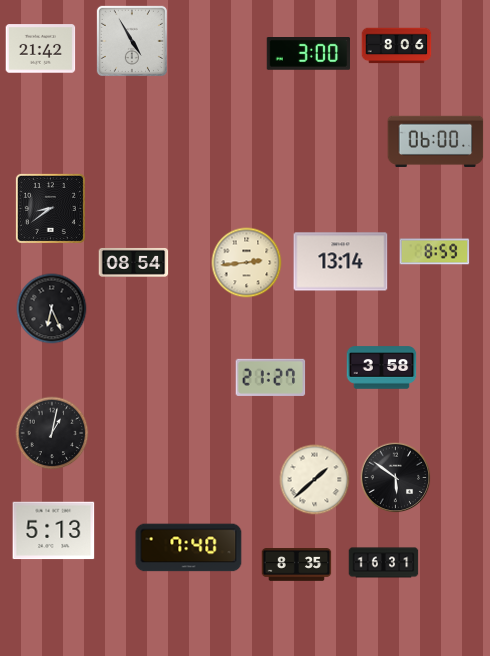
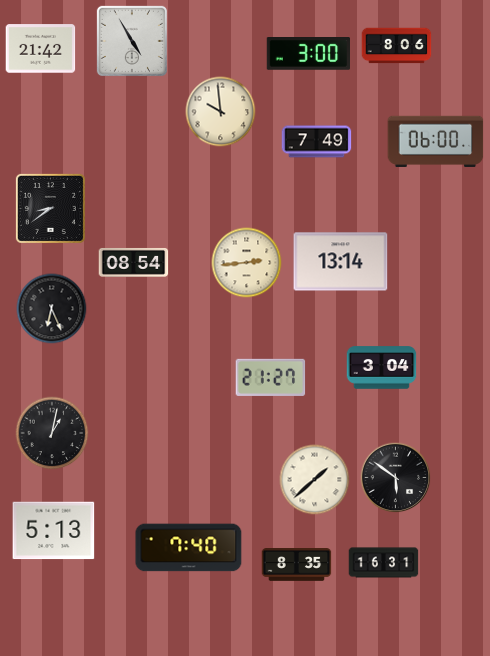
clock at (221, 112): none -> 9:59
clock at (317, 142): none -> 7:49
clock at (435, 252): 8:59 -> none
clock at (382, 368): 3:58 -> 3:04
